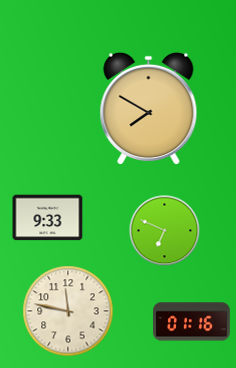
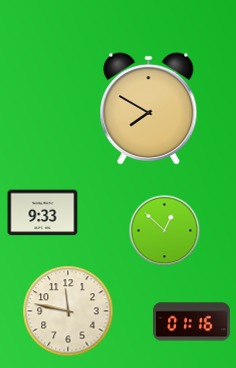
clock at (48, 218) position: (48, 218) -> (43, 213)
clock at (165, 231): 6:49 -> 12:52
